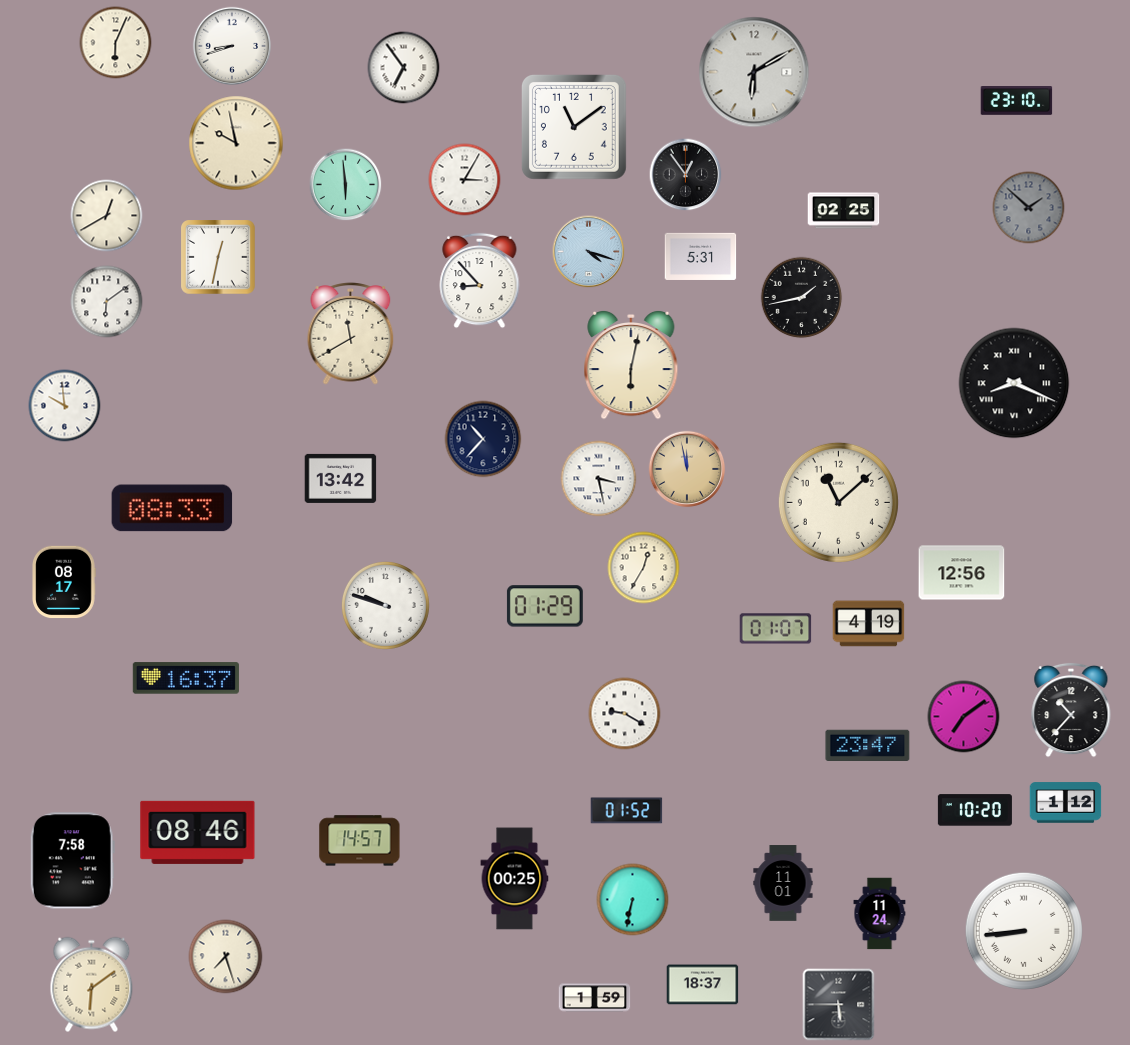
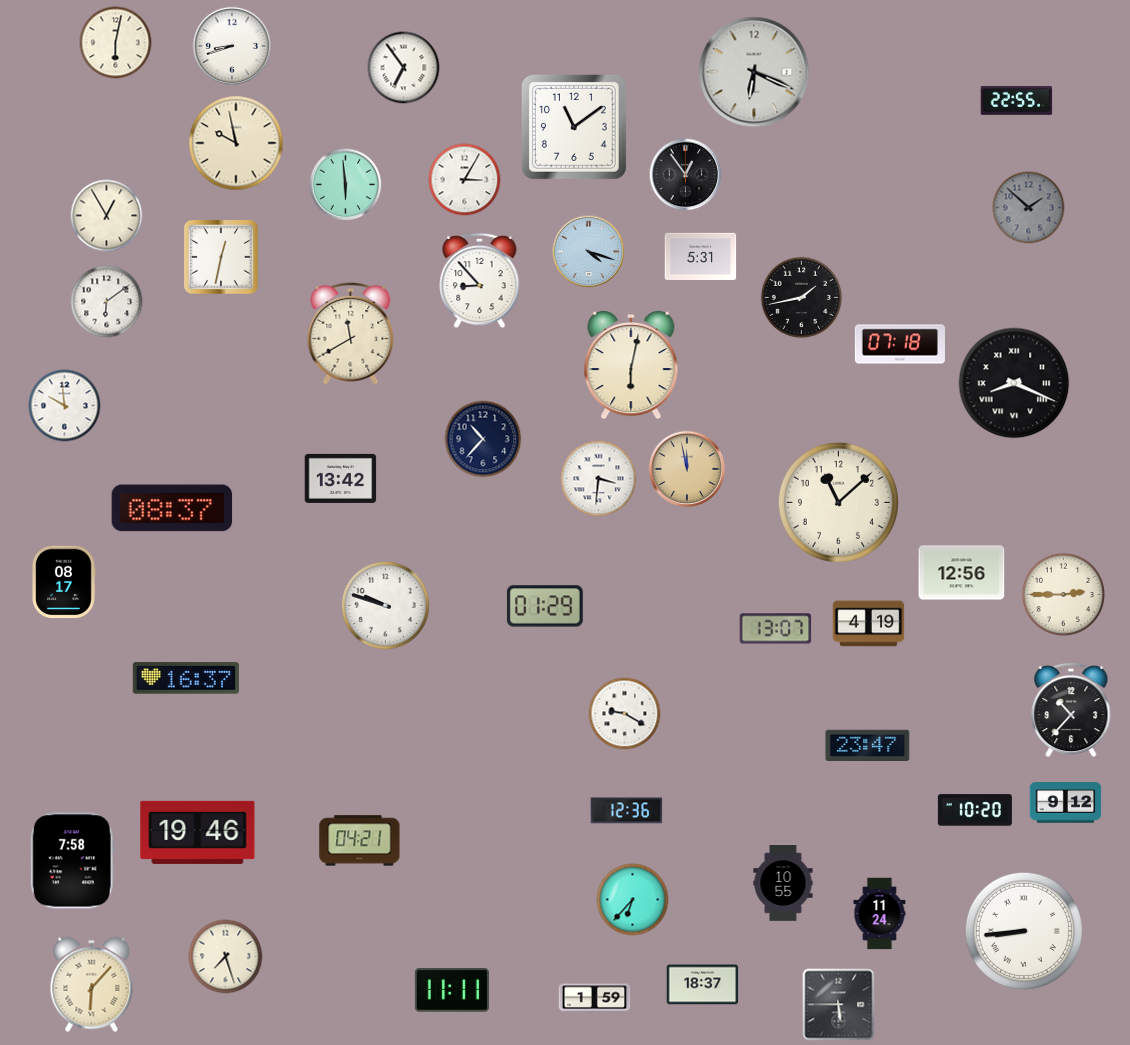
clock at (116, 43): 6:04 -> 6:02
clock at (754, 72): 6:10 -> 6:19
clock at (1017, 101): 23:10 -> 22:55
clock at (844, 211): 02:25 -> none
clock at (107, 216): 12:40 -> 12:55
clock at (218, 257) position: (218, 257) -> (221, 257)
clock at (900, 344): none -> 07:18
clock at (599, 479): 3:28 -> 3:31
clock at (172, 508): 08:33 -> 08:37
clock at (644, 568): 12:35 -> none
clock at (1063, 594): none -> 2:45
clock at (776, 629): 01:07 -> 13:07
clock at (964, 717): 7:09 -> none
clock at (1066, 803): 1:12 -> 9:12
clock at (627, 811): 01:52 -> 12:36
clock at (198, 832): 08:46 -> 19:46
clock at (360, 841): 14:57 -> 04:21
clock at (515, 879): 00:25 -> none
clock at (783, 883): 11:01 -> 10:55
clock at (633, 900): 6:32 -> 6:37
clock at (92, 985): 6:09 -> 6:07
clock at (452, 990): none -> 11:11
